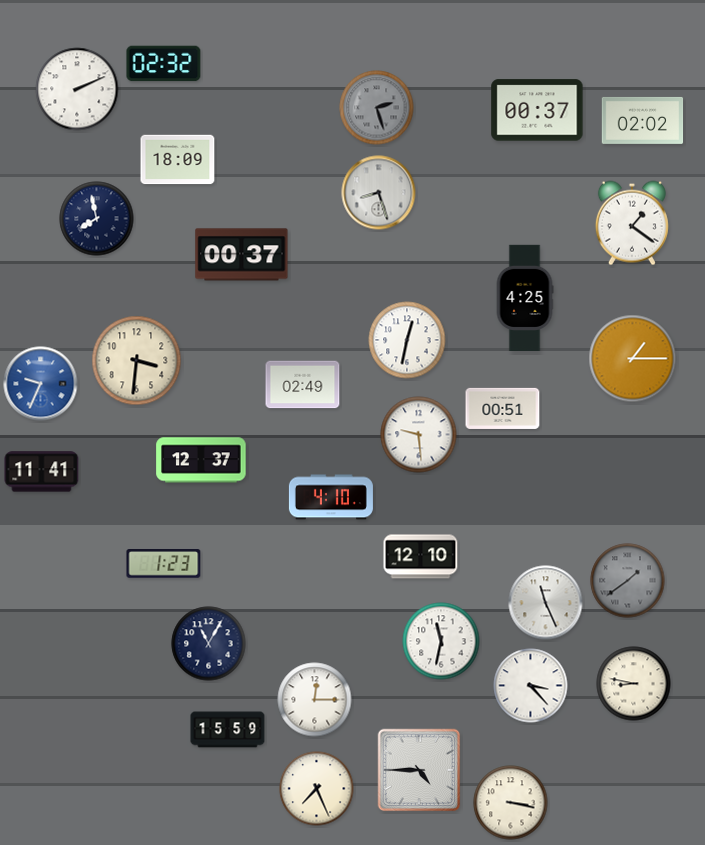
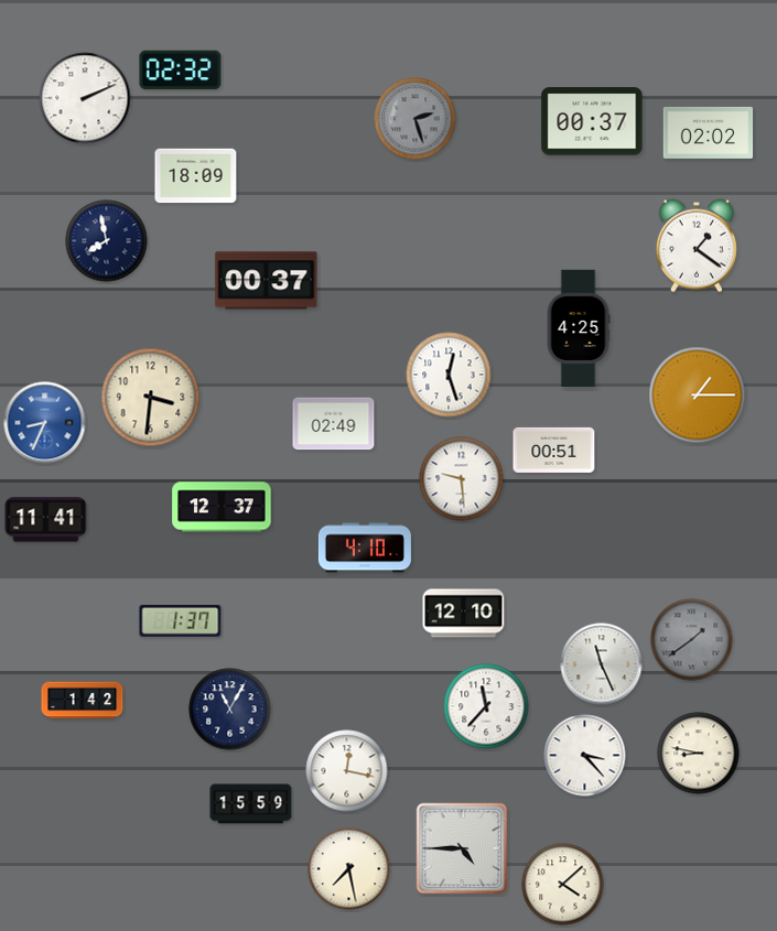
clock at (379, 193): 8:27 -> none
clock at (407, 340): 12:32 -> 12:27
clock at (41, 384): 9:34 -> 8:34
clock at (164, 564): 1:23 -> 1:37
clock at (83, 701): none -> 1:42
clock at (441, 641): 11:32 -> 11:37
clock at (315, 700): 12:15 -> 12:17
clock at (317, 789): 7:26 -> 7:28
clock at (511, 803): 3:17 -> 4:08
